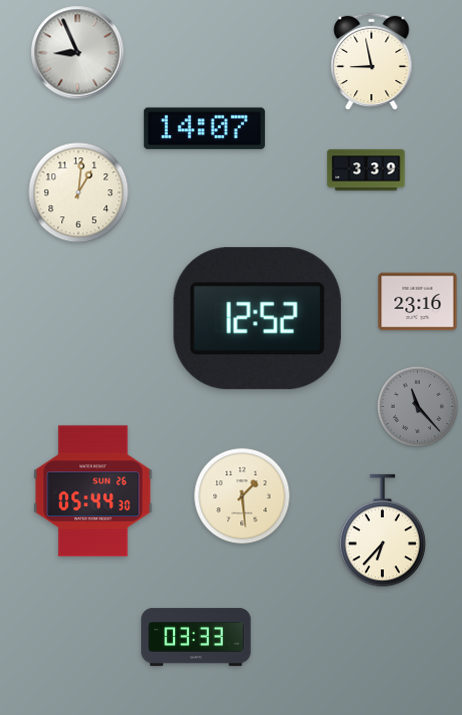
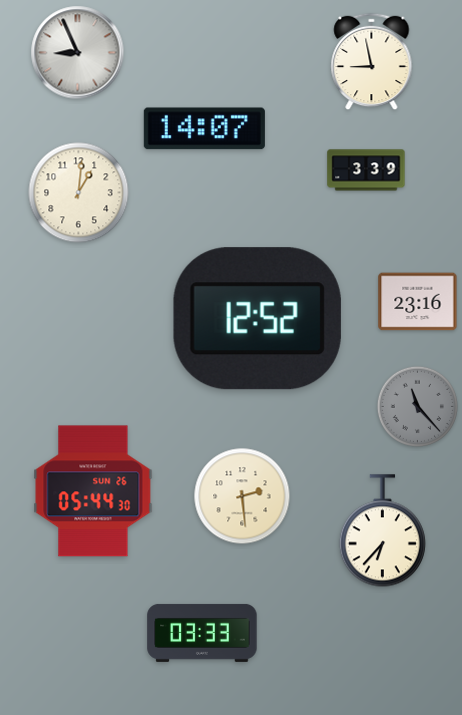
clock at (242, 496): 1:29 -> 2:29
clock at (196, 637) position: (196, 637) -> (202, 633)
